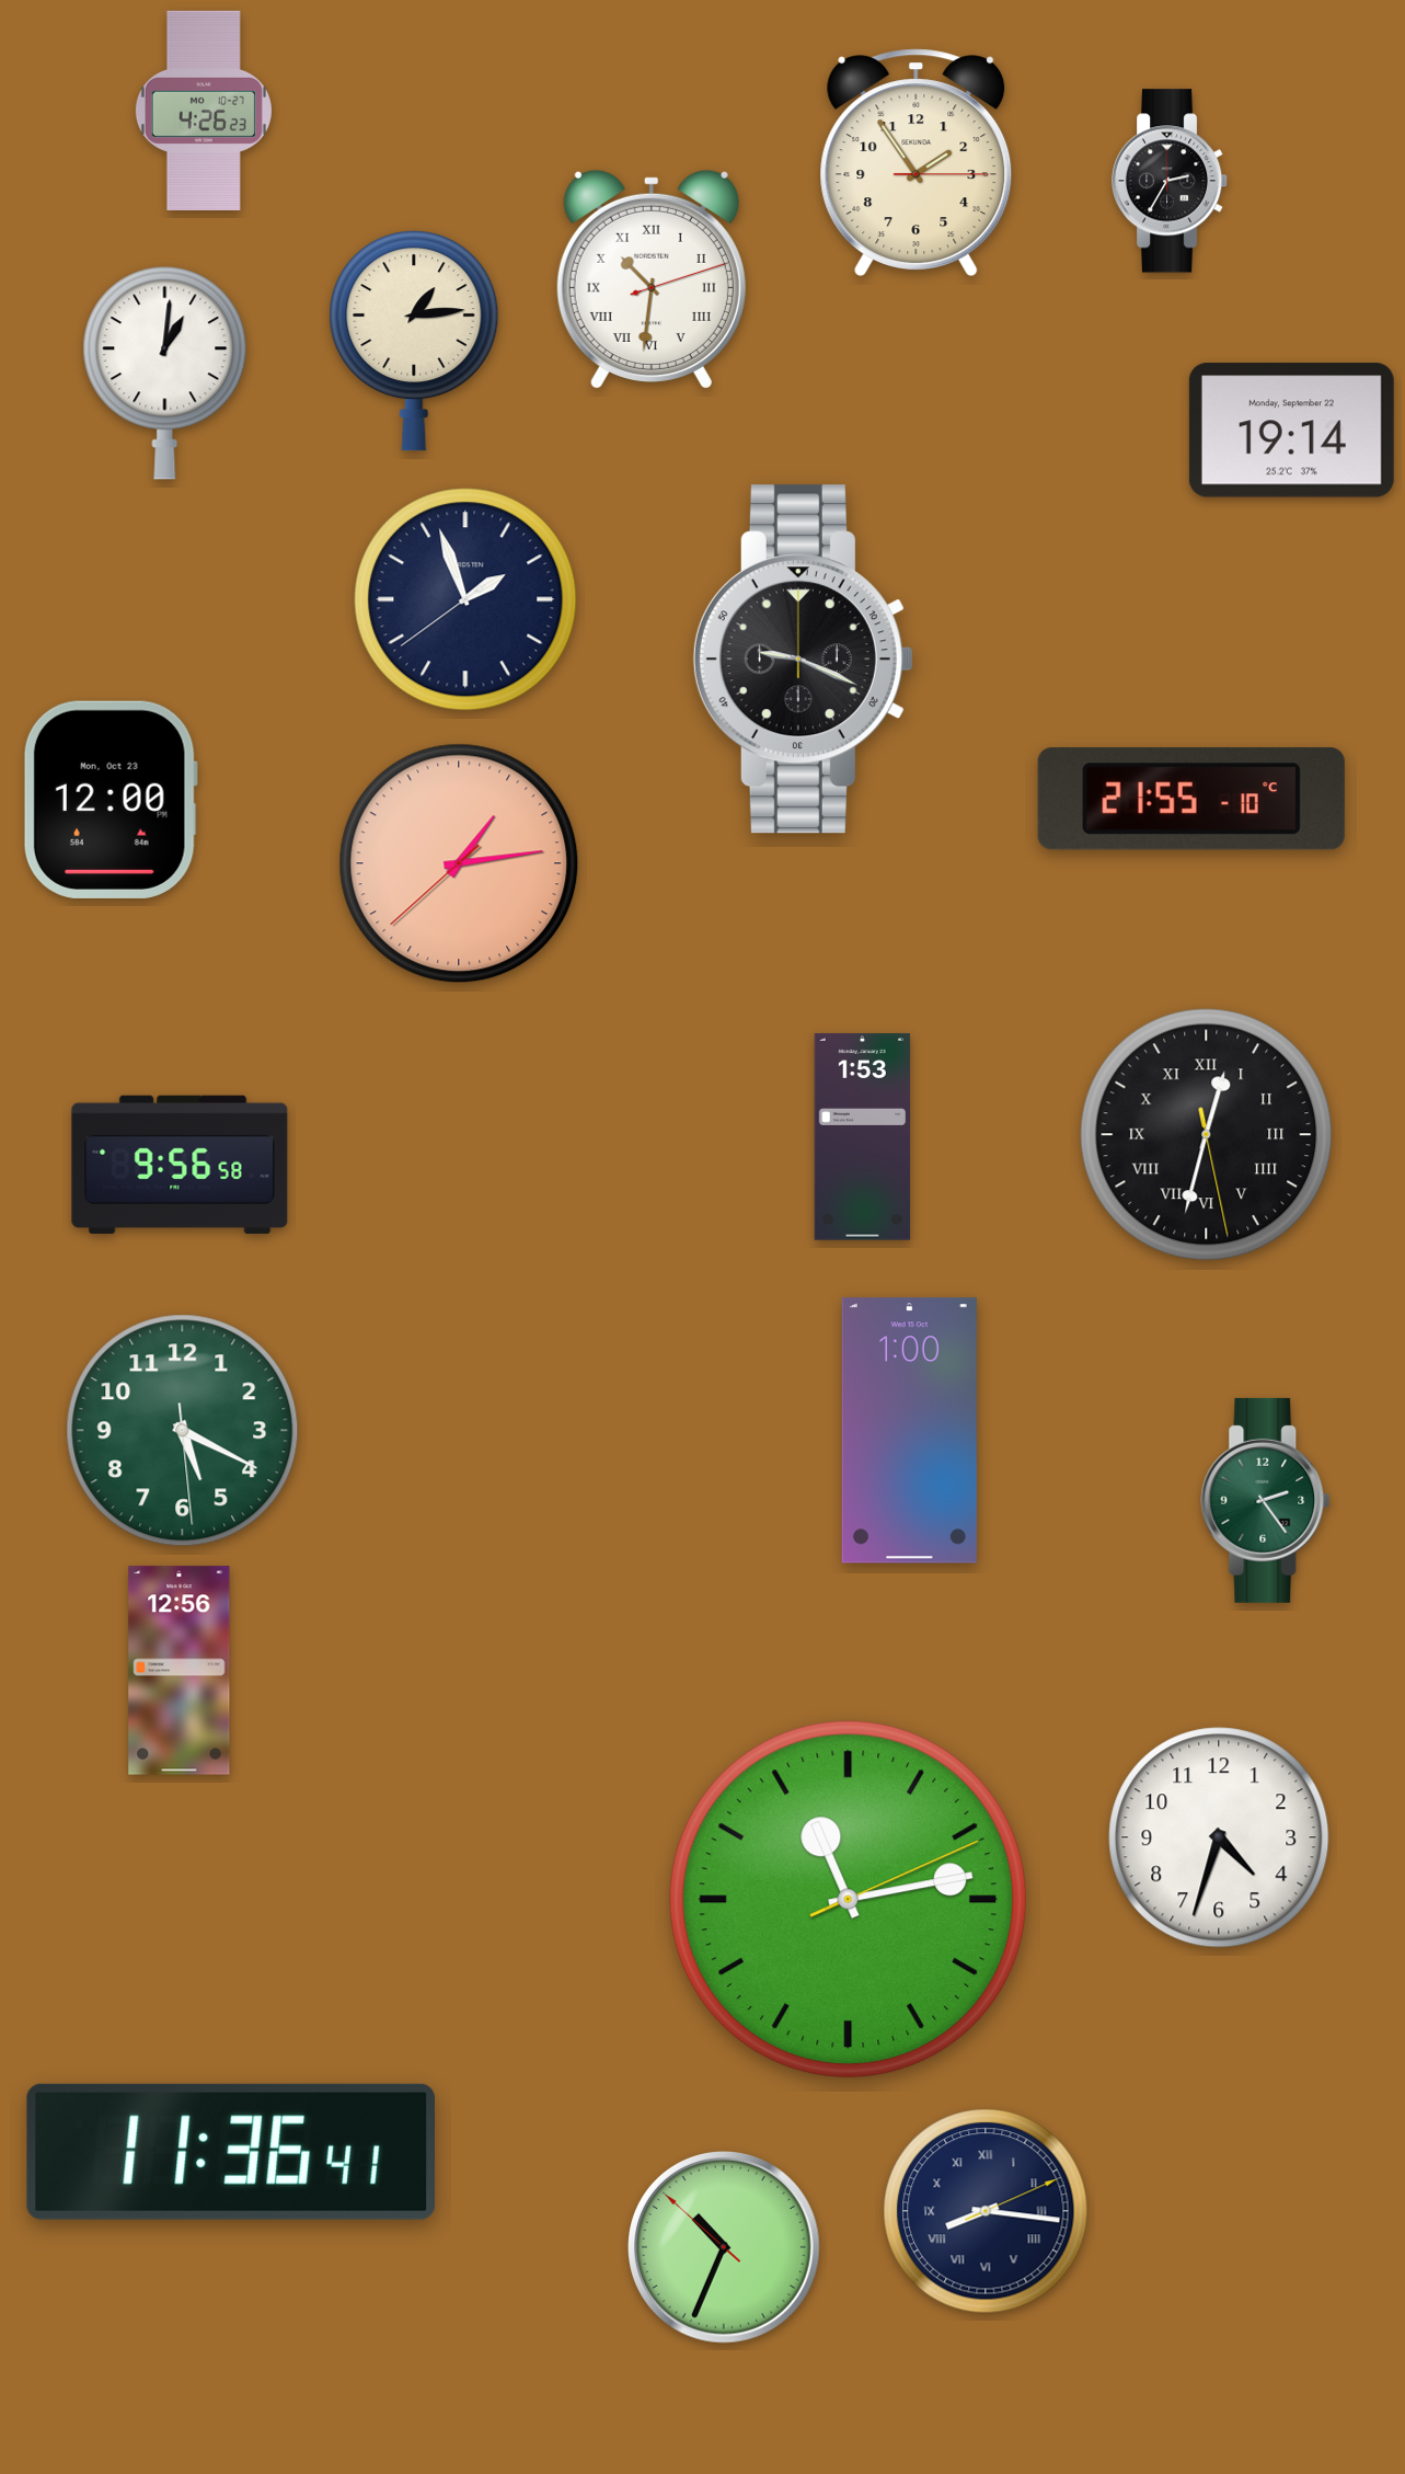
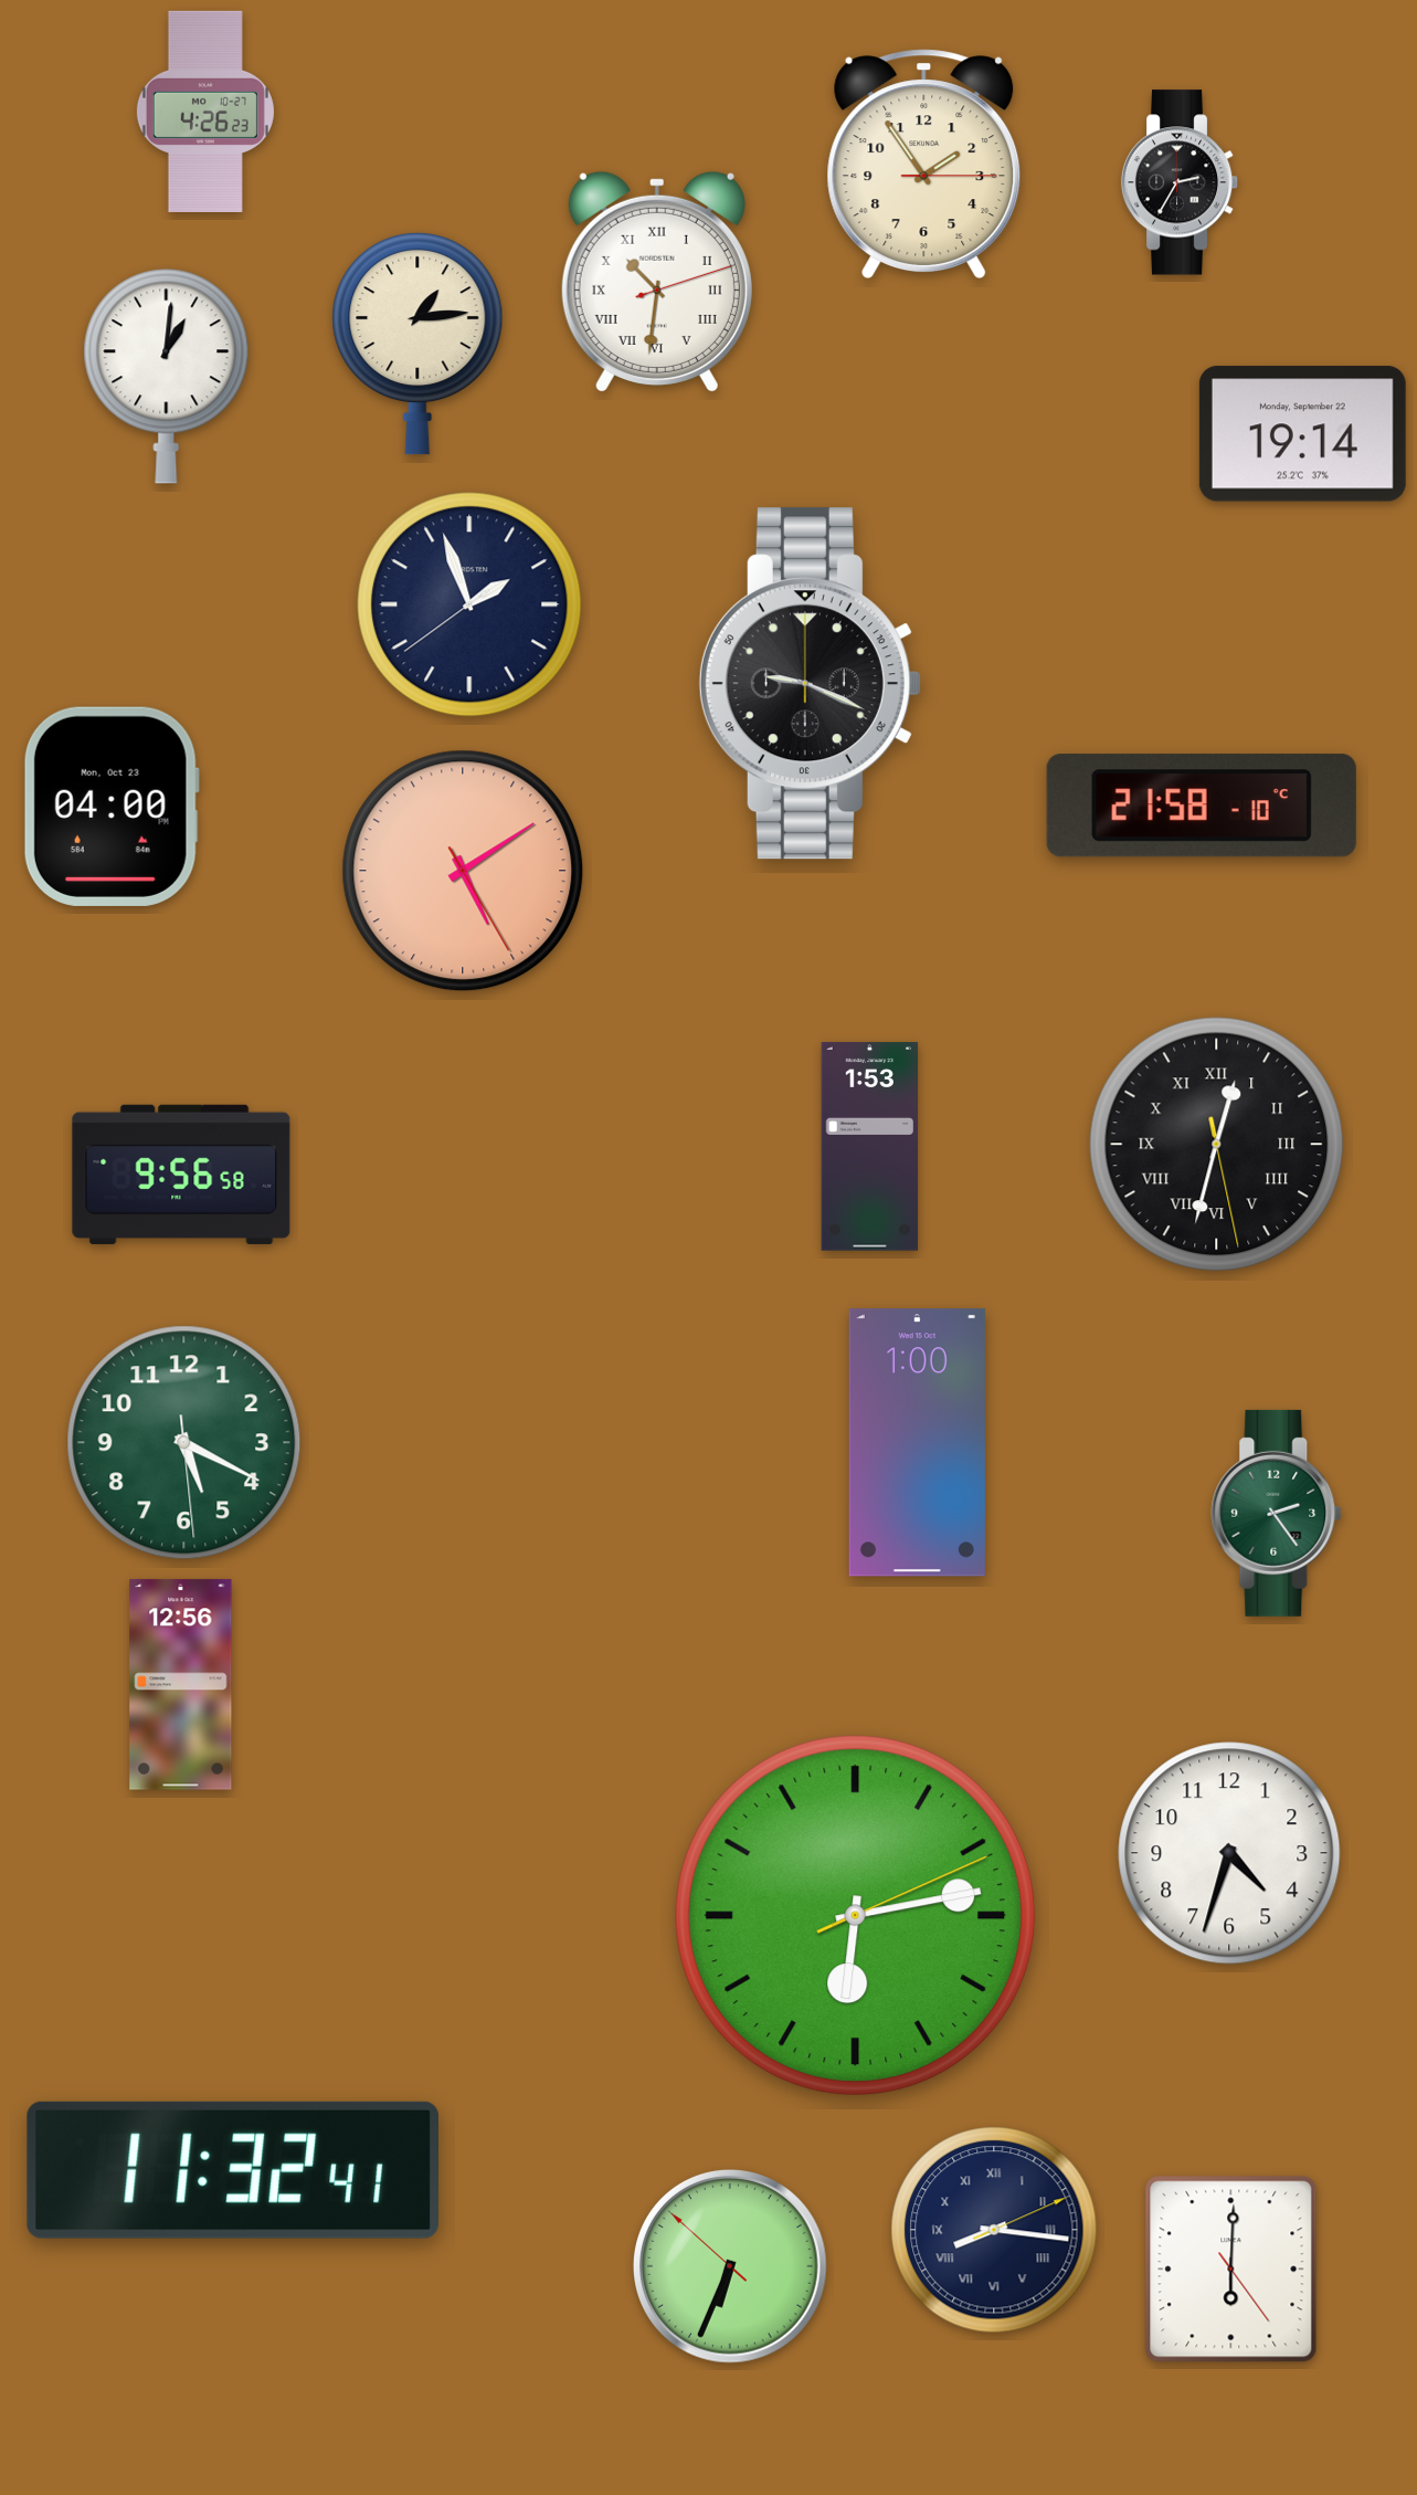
clock at (803, 660) position: (803, 660) -> (810, 684)
clock at (1191, 799): 21:55 -> 21:58
clock at (111, 800): 12:00 -> 04:00
clock at (459, 863): 1:13 -> 5:09
clock at (849, 1900): 11:13 -> 6:13
clock at (230, 2152): 11:36 -> 11:32
clock at (724, 2247): 10:33 -> 6:33
clock at (1231, 2270): none -> 6:00
